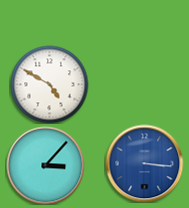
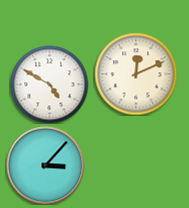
clock at (136, 74): none -> 12:11
clock at (144, 163): 3:16 -> none
